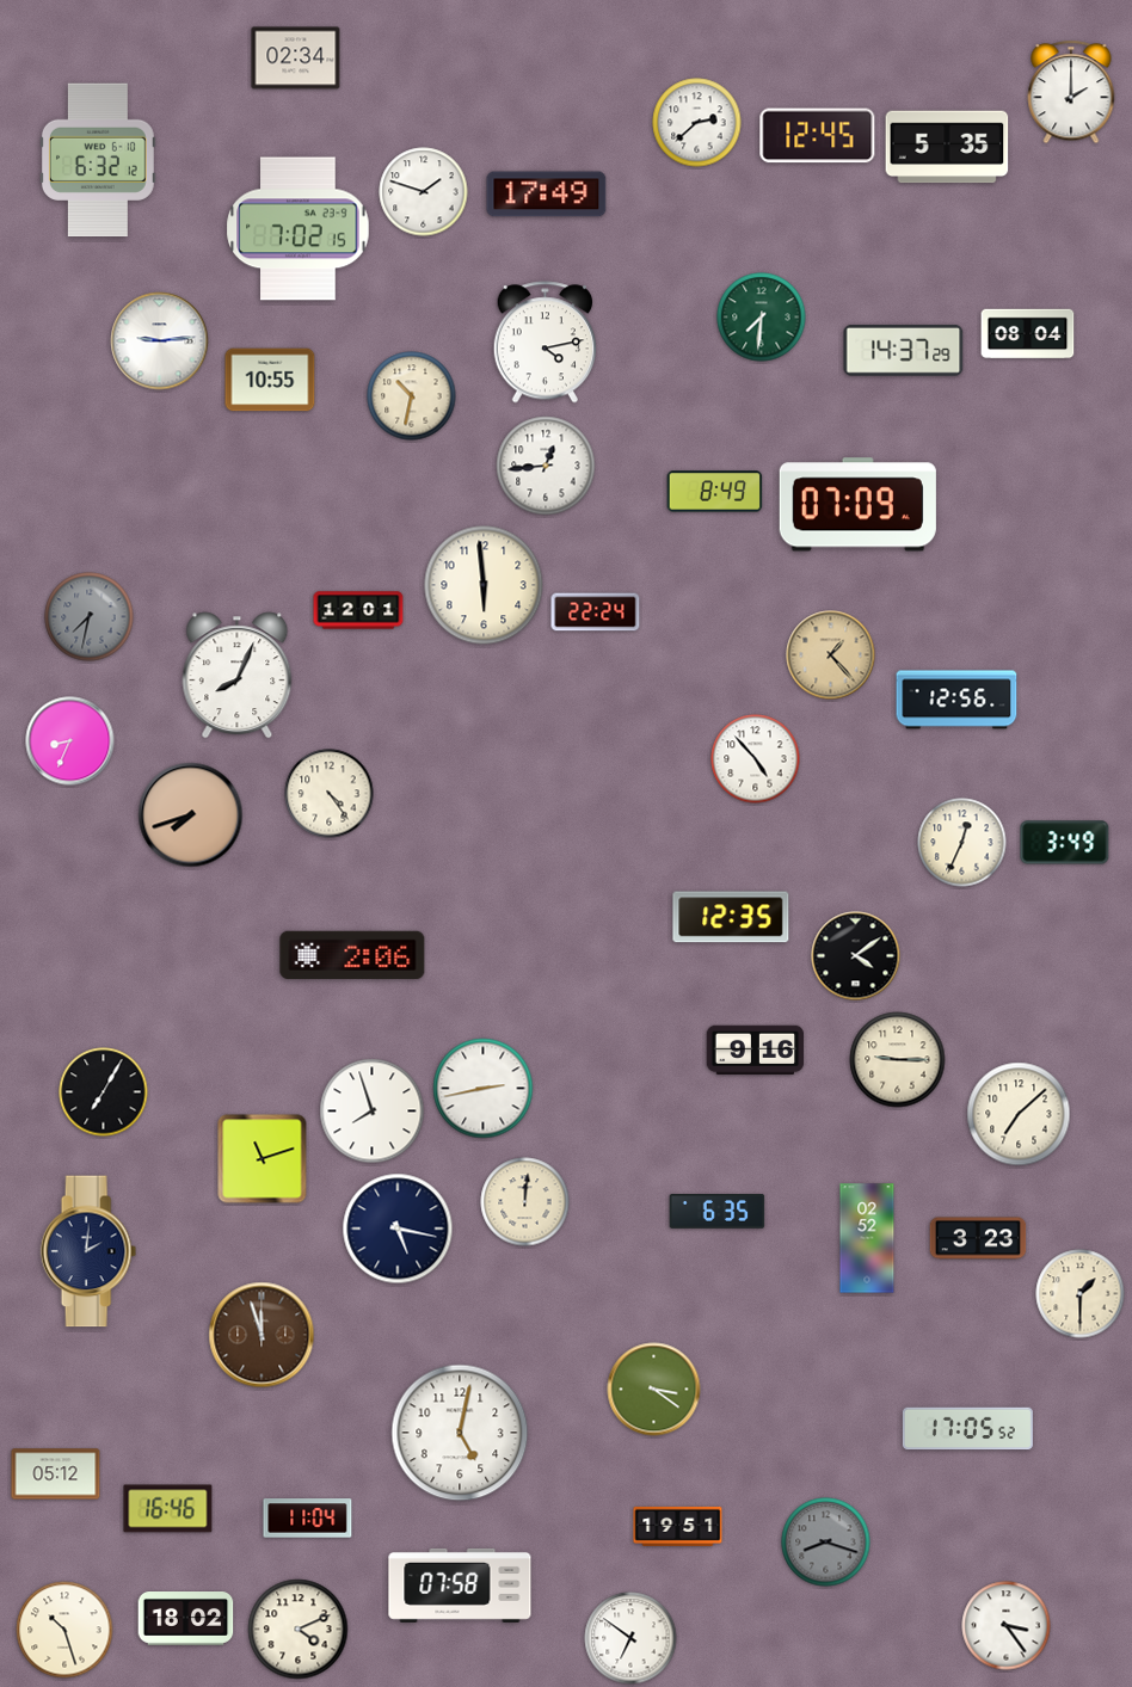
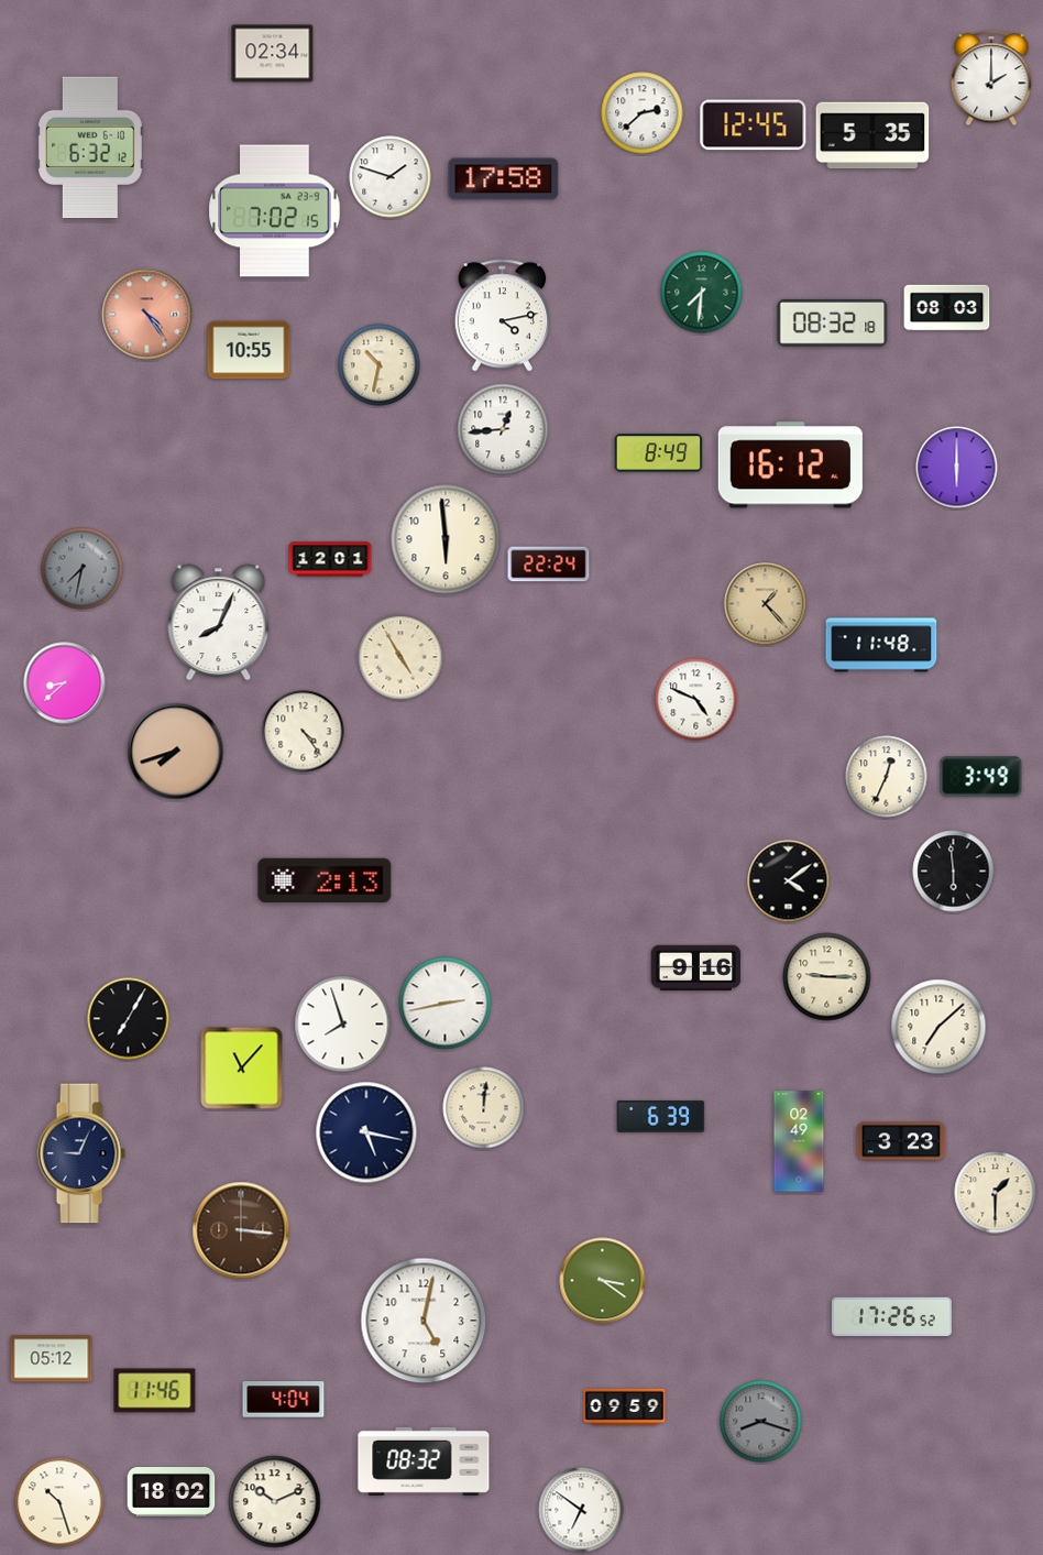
clock at (1071, 92) position: (1071, 92) -> (991, 78)
clock at (547, 195): 17:49 -> 17:58
clock at (1028, 334): 08:04 -> 08:03
clock at (160, 341): 9:14 -> 4:24
clock at (160, 341) dial: white -> salmon
clock at (904, 350): 14:37 -> 08:32
clock at (857, 505): 07:09 -> 16:12
clock at (957, 468): none -> 6:00
clock at (358, 610) position: (358, 610) -> (330, 559)
clock at (956, 700): 12:56 -> 11:48
clock at (400, 657): none -> 4:55
clock at (70, 741): 8:34 -> 8:38
clock at (756, 759): 4:53 -> 4:49
clock at (731, 917): 12:35 -> none
clock at (954, 872): none -> 5:59
clock at (352, 954): 2:06 -> 2:13
clock at (104, 1092) position: (104, 1092) -> (129, 1019)
clock at (263, 1159): 11:12 -> 11:07
clock at (718, 1212): 6:35 -> 6:39
clock at (867, 1238): 02:52 -> 02:49
clock at (88, 1251): 2:01 -> 9:04
clock at (262, 1335): 11:57 -> 3:16
clock at (967, 1429): 17:05 -> 17:26
clock at (168, 1509): 16:46 -> 11:46
clock at (308, 1519): 11:04 -> 4:04
clock at (678, 1526): 19:51 -> 09:59
clock at (460, 1586): 07:58 -> 08:32
clock at (1007, 1626): 3:24 -> none
clock at (299, 1630): 4:11 -> 10:11
